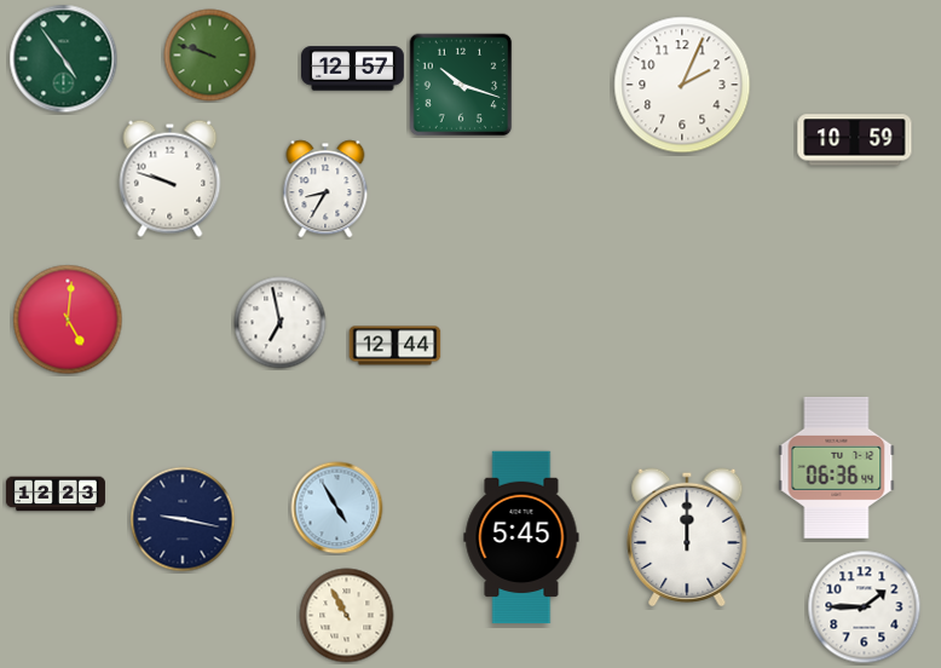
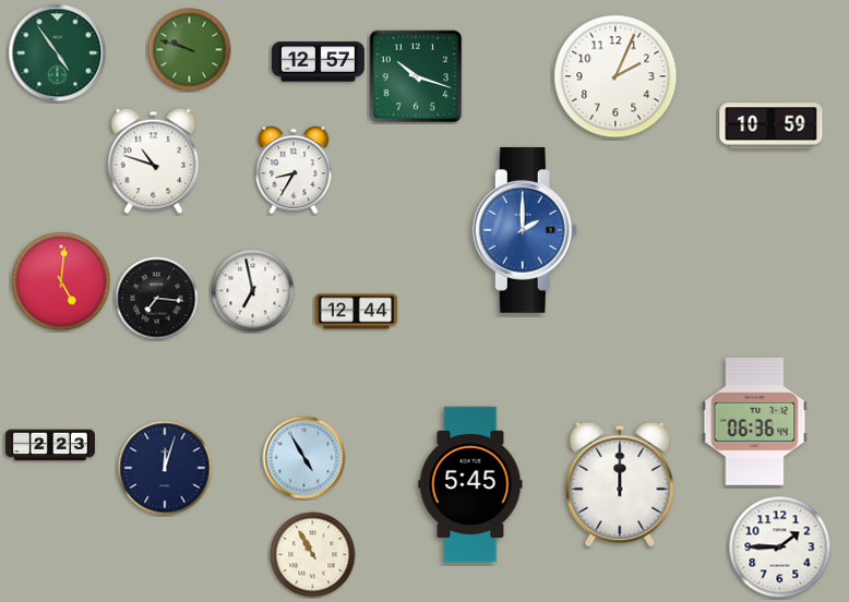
clock at (171, 178): 9:48 -> 10:48
clock at (525, 230): none -> 2:00
clock at (68, 319) position: (68, 319) -> (61, 281)
clock at (157, 299): none -> 7:16
clock at (56, 494): 12:23 -> 2:23
clock at (183, 519): 9:17 -> 12:03
